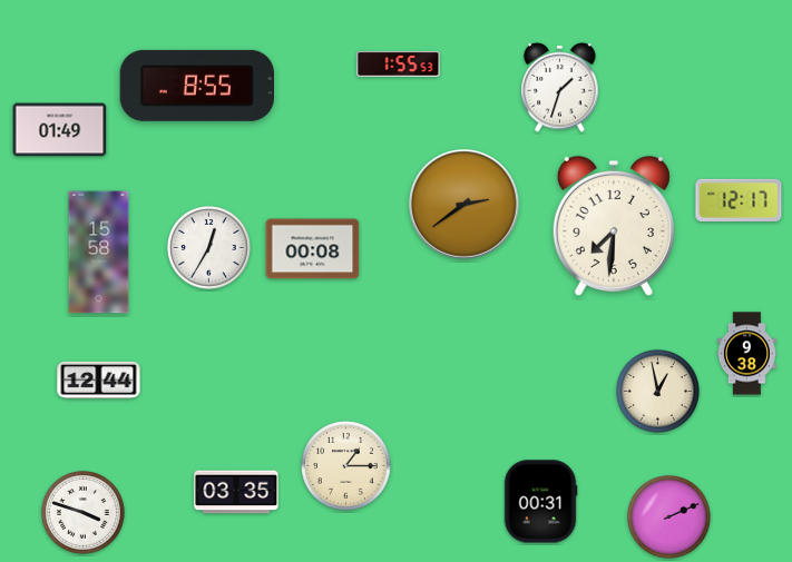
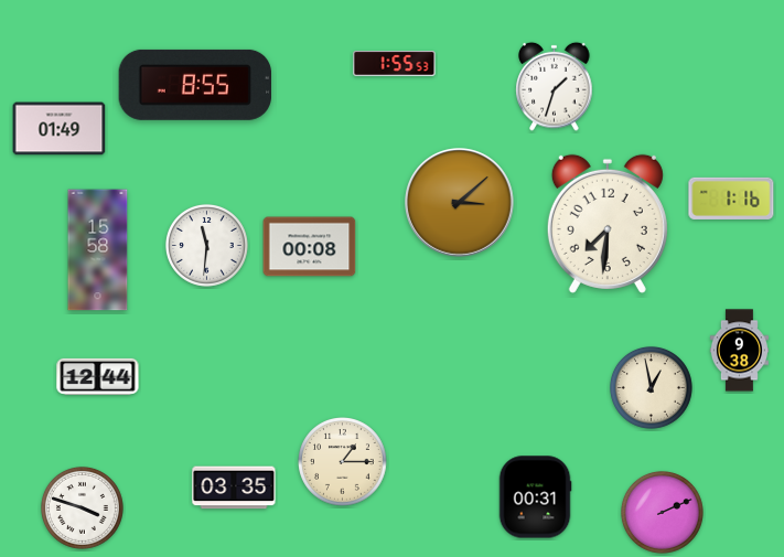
clock at (739, 200): 12:17 -> 1:16
clock at (465, 205): 2:39 -> 3:08
clock at (208, 247): 12:35 -> 11:31
